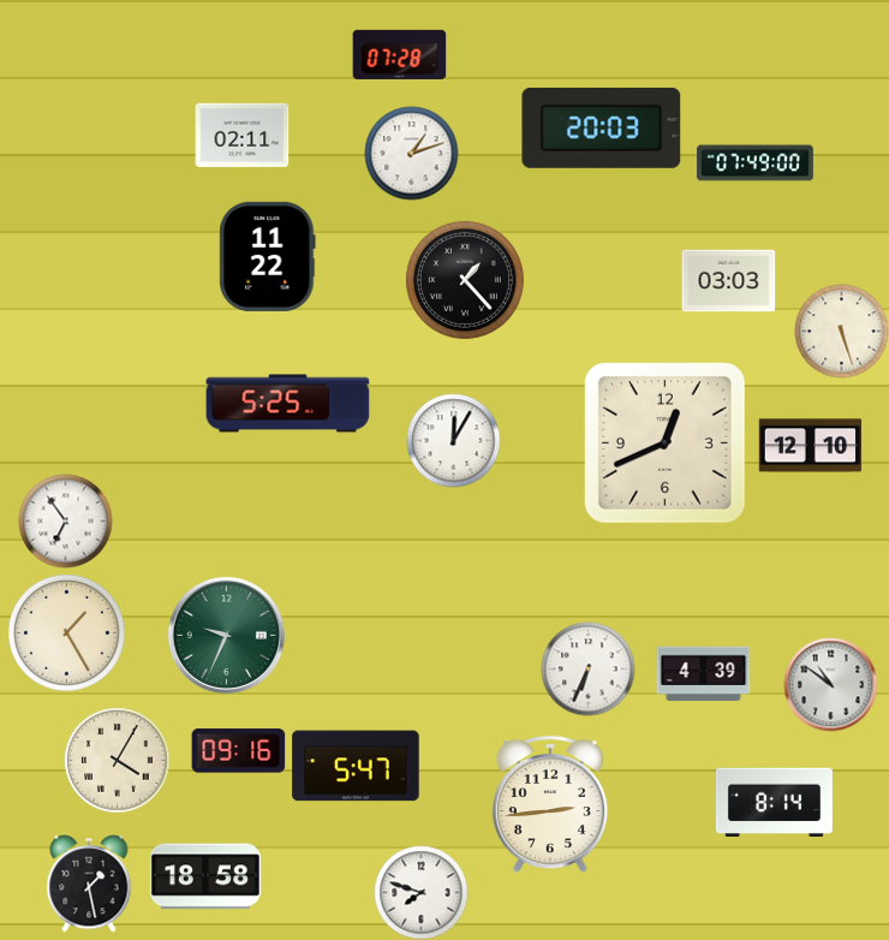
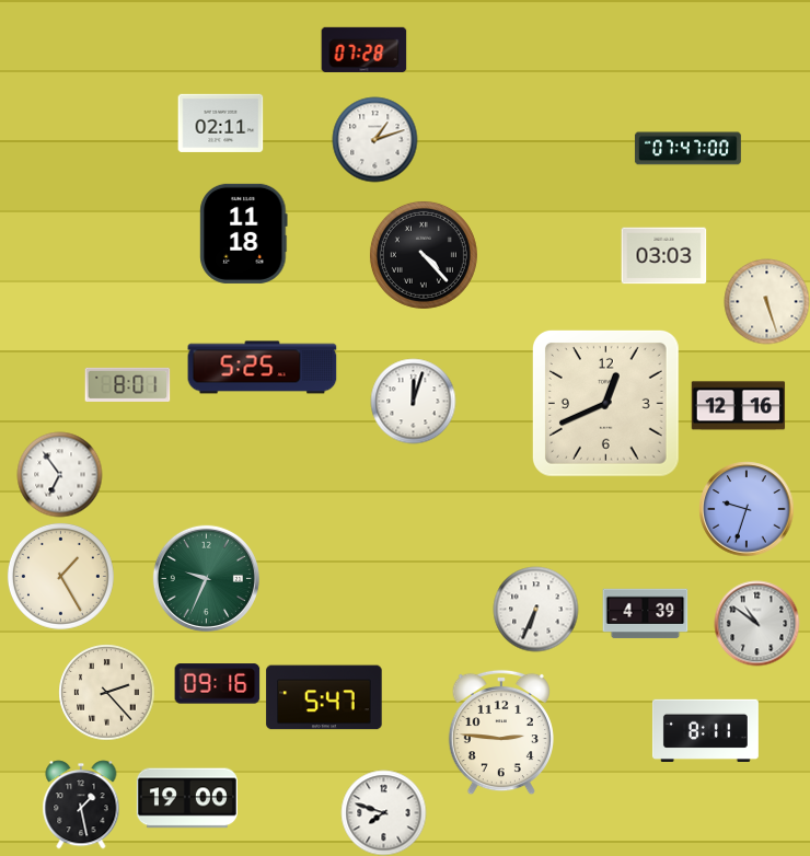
clock at (602, 127): 20:03 -> none
clock at (754, 163): 07:49 -> 07:47
clock at (268, 256): 11:22 -> 11:18
clock at (465, 280): 1:23 -> 4:23
clock at (127, 384): none -> 8:01
clock at (453, 440): 12:05 -> 12:03
clock at (810, 446): 12:10 -> 12:16
clock at (747, 509): none -> 9:33
clock at (703, 674) position: (703, 674) -> (645, 614)
clock at (117, 760): 4:05 -> 2:23
clock at (774, 802): 8:14 -> 8:11
clock at (550, 804): 2:44 -> 2:46
clock at (205, 876): 18:58 -> 19:00
